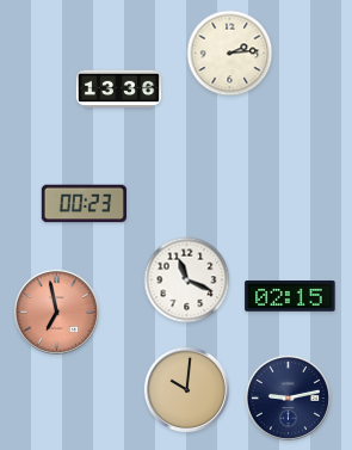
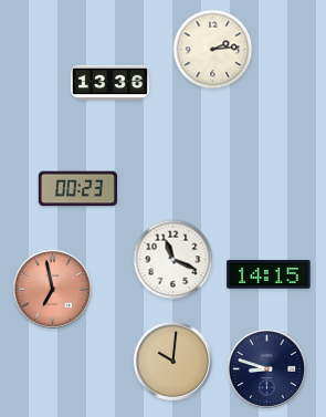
clock at (290, 296): 02:15 -> 14:15
clock at (288, 397): 9:13 -> 8:48
